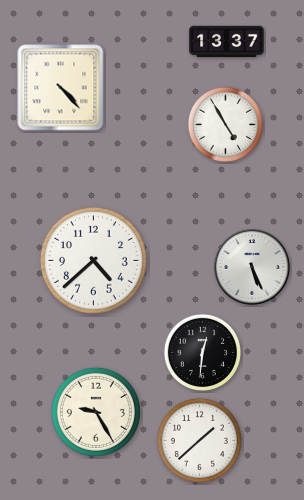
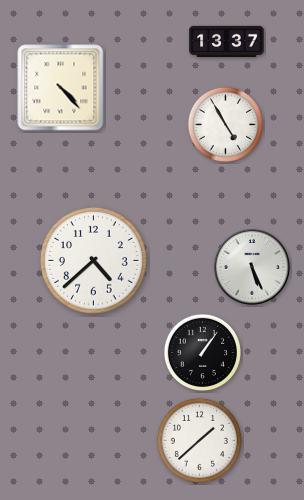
clock at (202, 352): 12:31 -> 1:06
clock at (96, 412): 9:25 -> none
